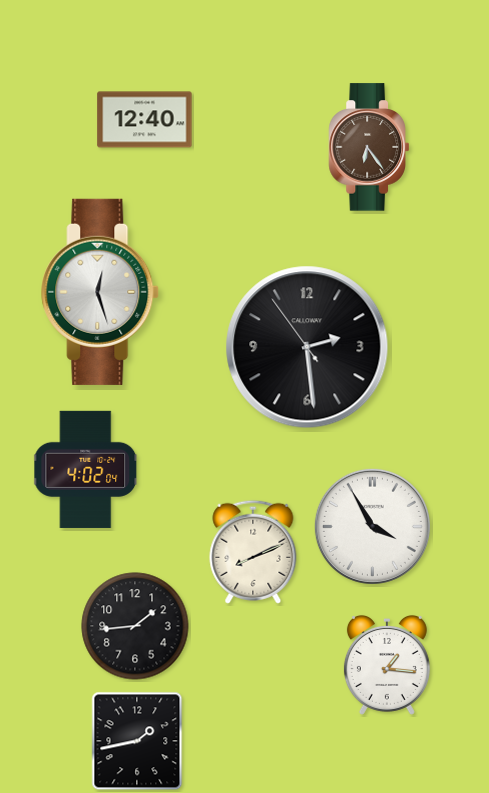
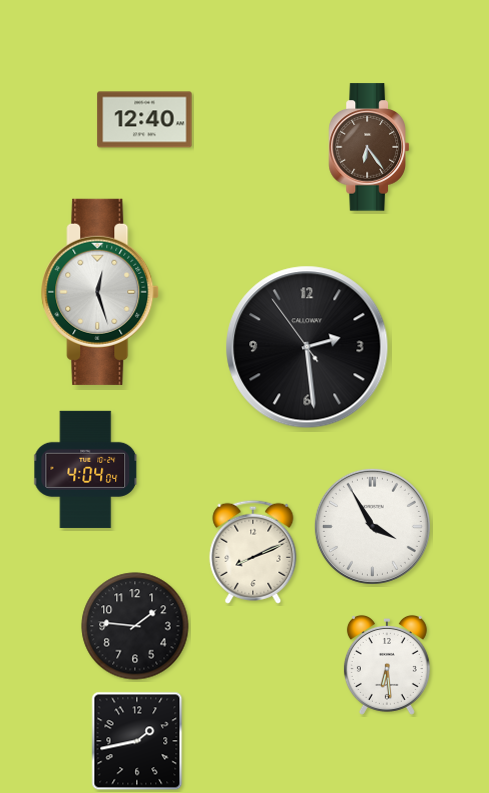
clock at (86, 469): 4:02 -> 4:04
clock at (135, 626): 1:44 -> 1:46
clock at (387, 665): 1:16 -> 6:29
